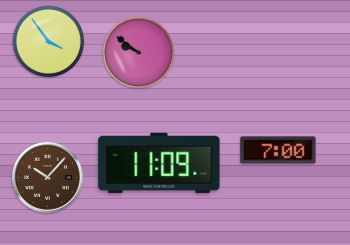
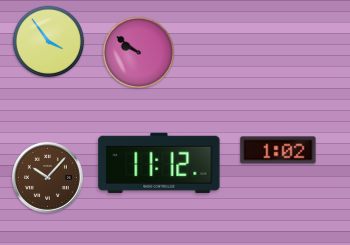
clock at (278, 150): 7:00 -> 1:02
clock at (159, 163): 11:09 -> 11:12
